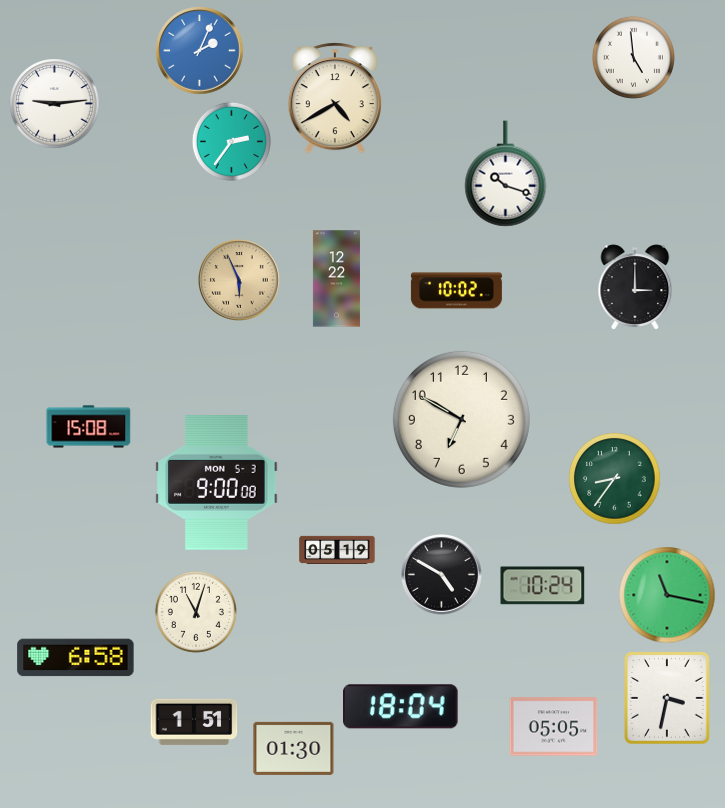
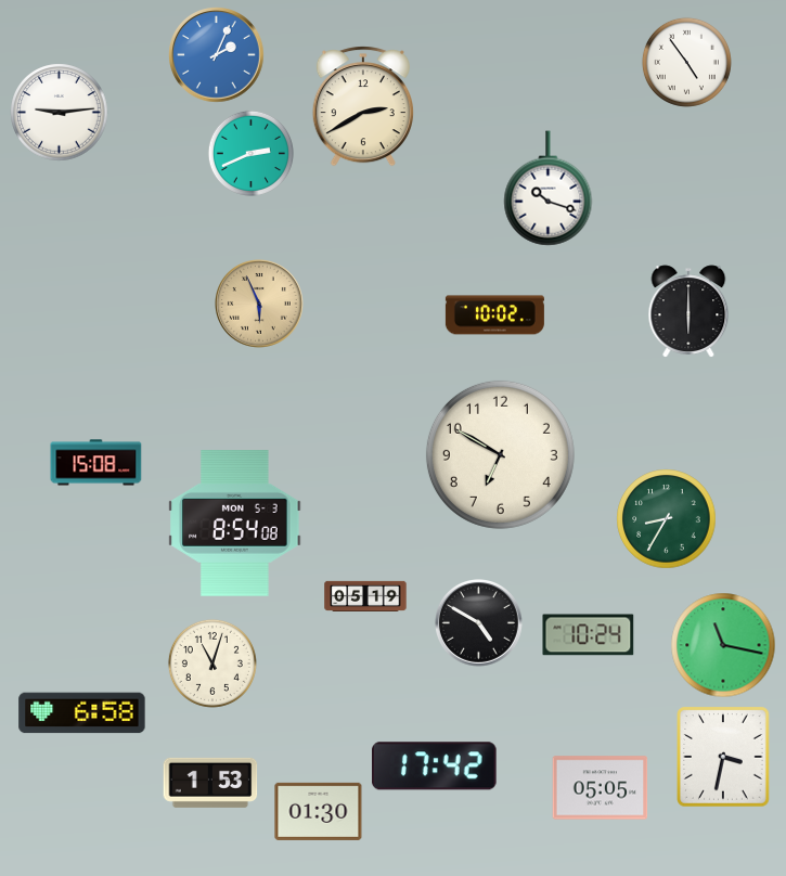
clock at (633, 57): 4:59 -> 4:54
clock at (335, 98): 4:40 -> 2:40
clock at (231, 141): 2:36 -> 2:41
clock at (336, 279): 12:22 -> none
clock at (635, 287): 3:00 -> 6:00
clock at (615, 479): 8:36 -> 8:35
clock at (217, 483): 9:00 -> 8:54
clock at (401, 707): 18:04 -> 17:42
clock at (194, 722): 1:51 -> 1:53
